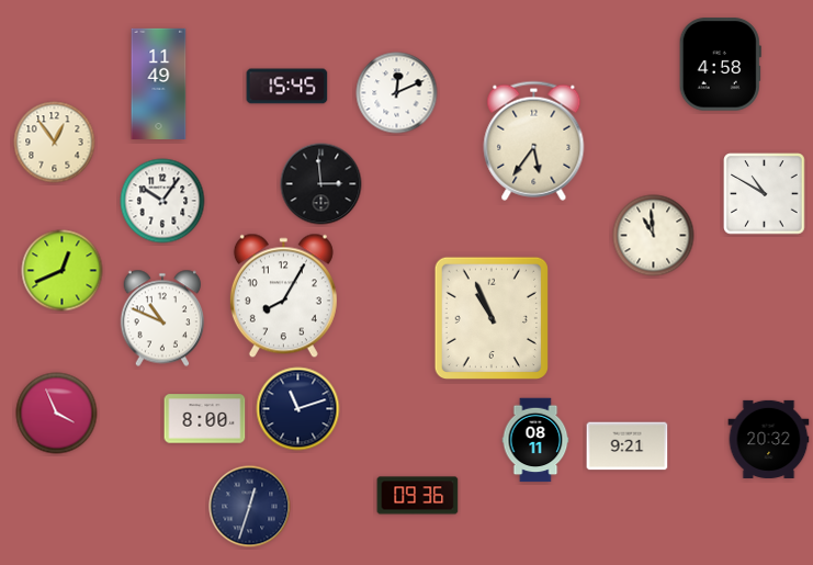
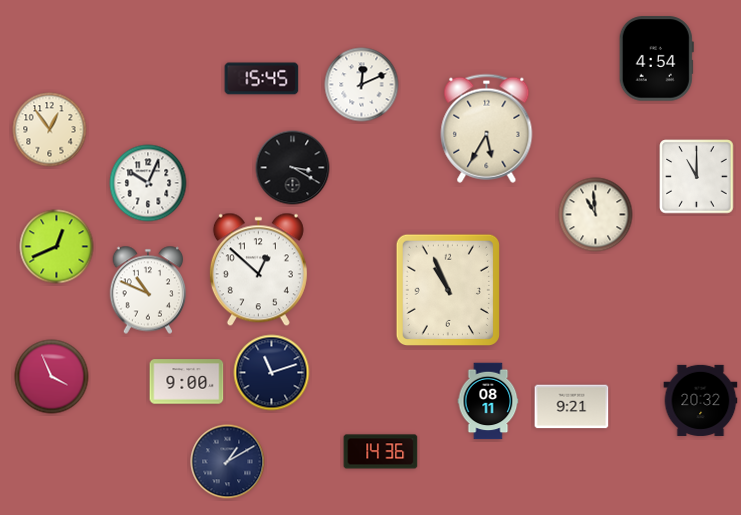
clock at (720, 65): 4:58 -> 4:54
clock at (159, 83): 11:49 -> none
clock at (534, 140): 5:36 -> 5:35
clock at (321, 184): 2:59 -> 3:20
clock at (765, 194): 10:50 -> 11:00
clock at (162, 201): 10:06 -> 10:04
clock at (283, 296): 8:05 -> 12:52
clock at (205, 419): 8:00 -> 9:00
clock at (418, 496): 09:36 -> 14:36
clock at (250, 507): 12:33 -> 1:10
